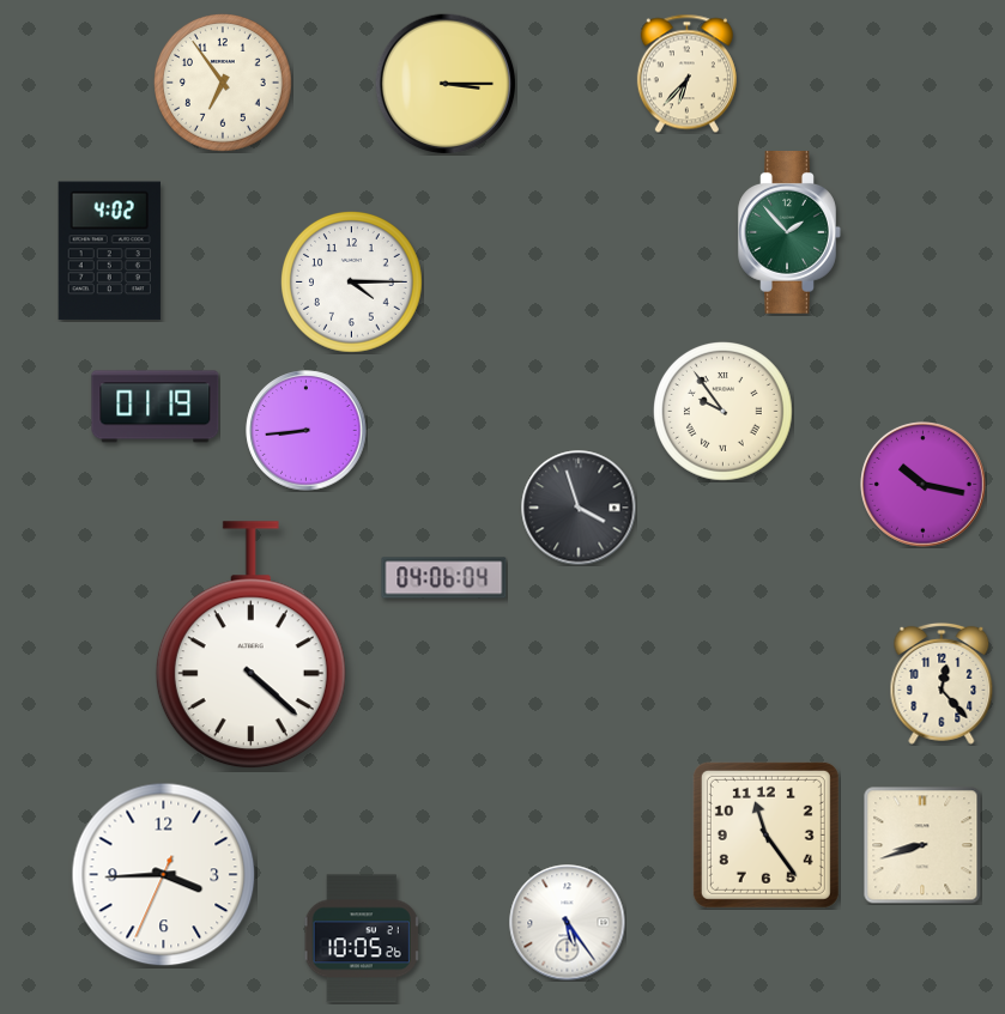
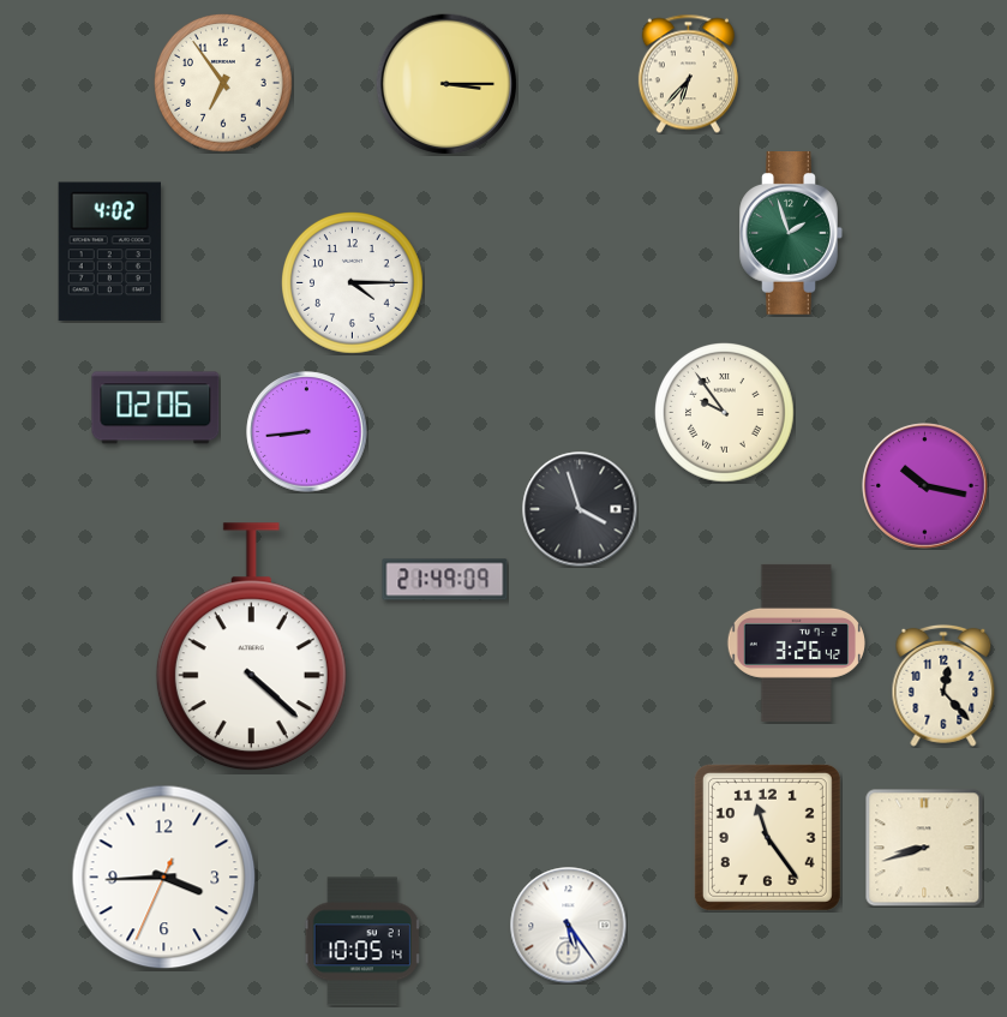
clock at (789, 233): 1:53 -> 1:57
clock at (156, 407): 01:19 -> 02:06
clock at (444, 578): 04:06 -> 21:49
clock at (796, 642): none -> 3:26
clock at (362, 939): 10:05:26 -> 10:05:14
